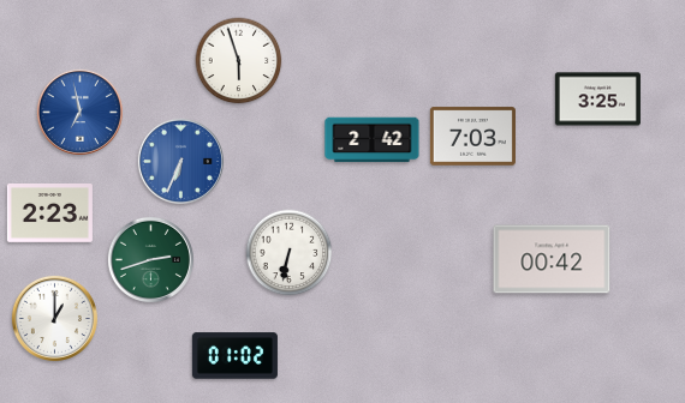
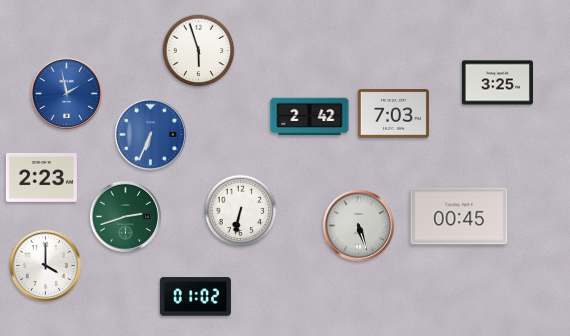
clock at (79, 112): 6:58 -> 1:58
clock at (552, 259): 00:42 -> 00:45
clock at (358, 225): none -> 5:27
clock at (54, 318): 1:00 -> 4:00
